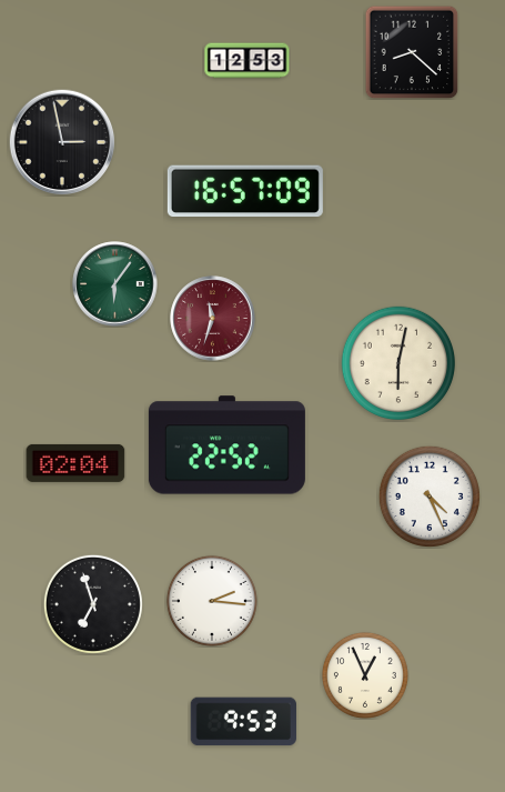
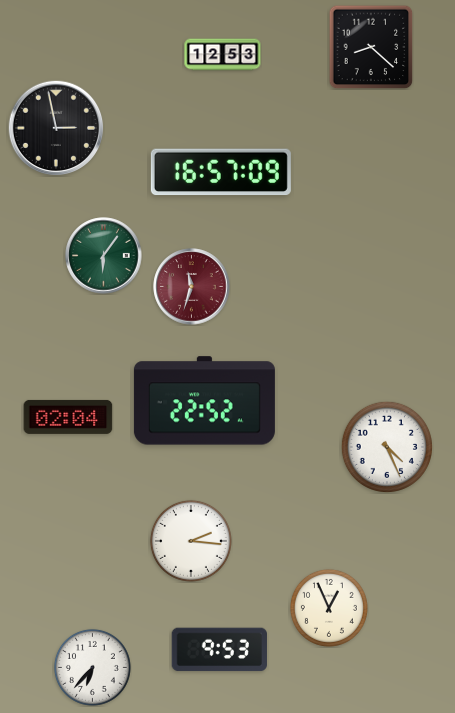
clock at (398, 363): 6:02 -> none
clock at (93, 604): 6:57 -> none
clock at (92, 667): none -> 6:37
